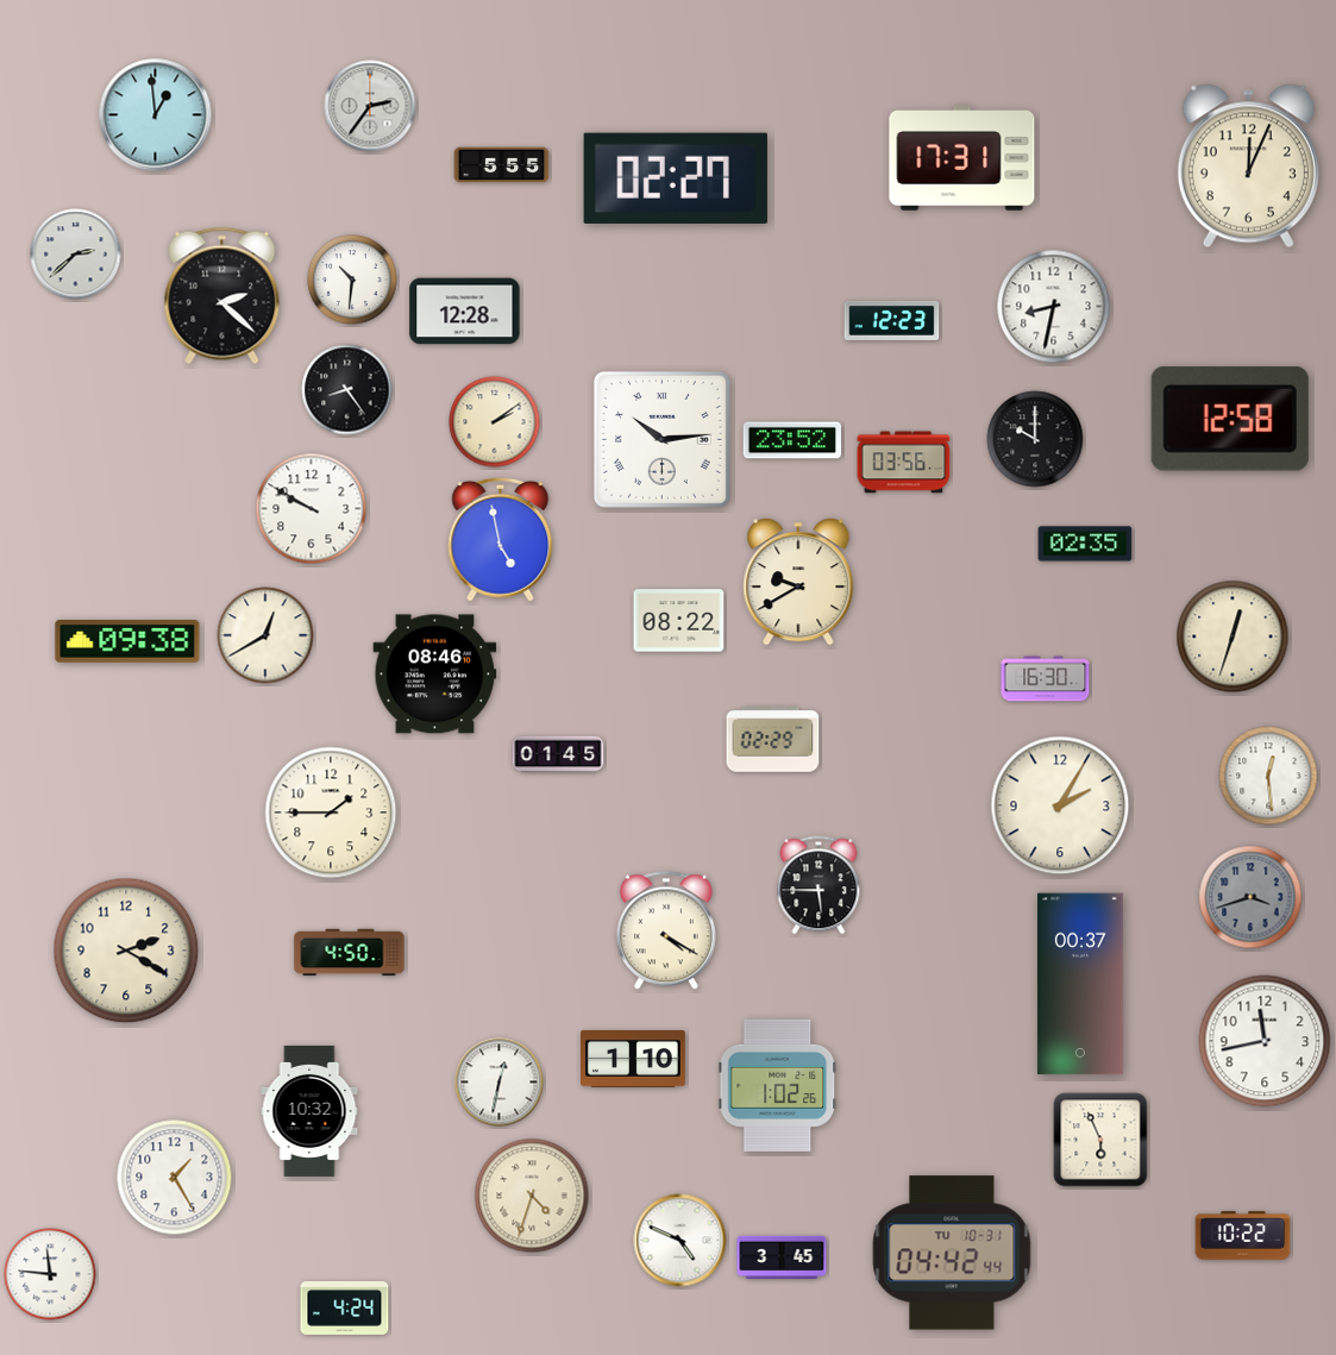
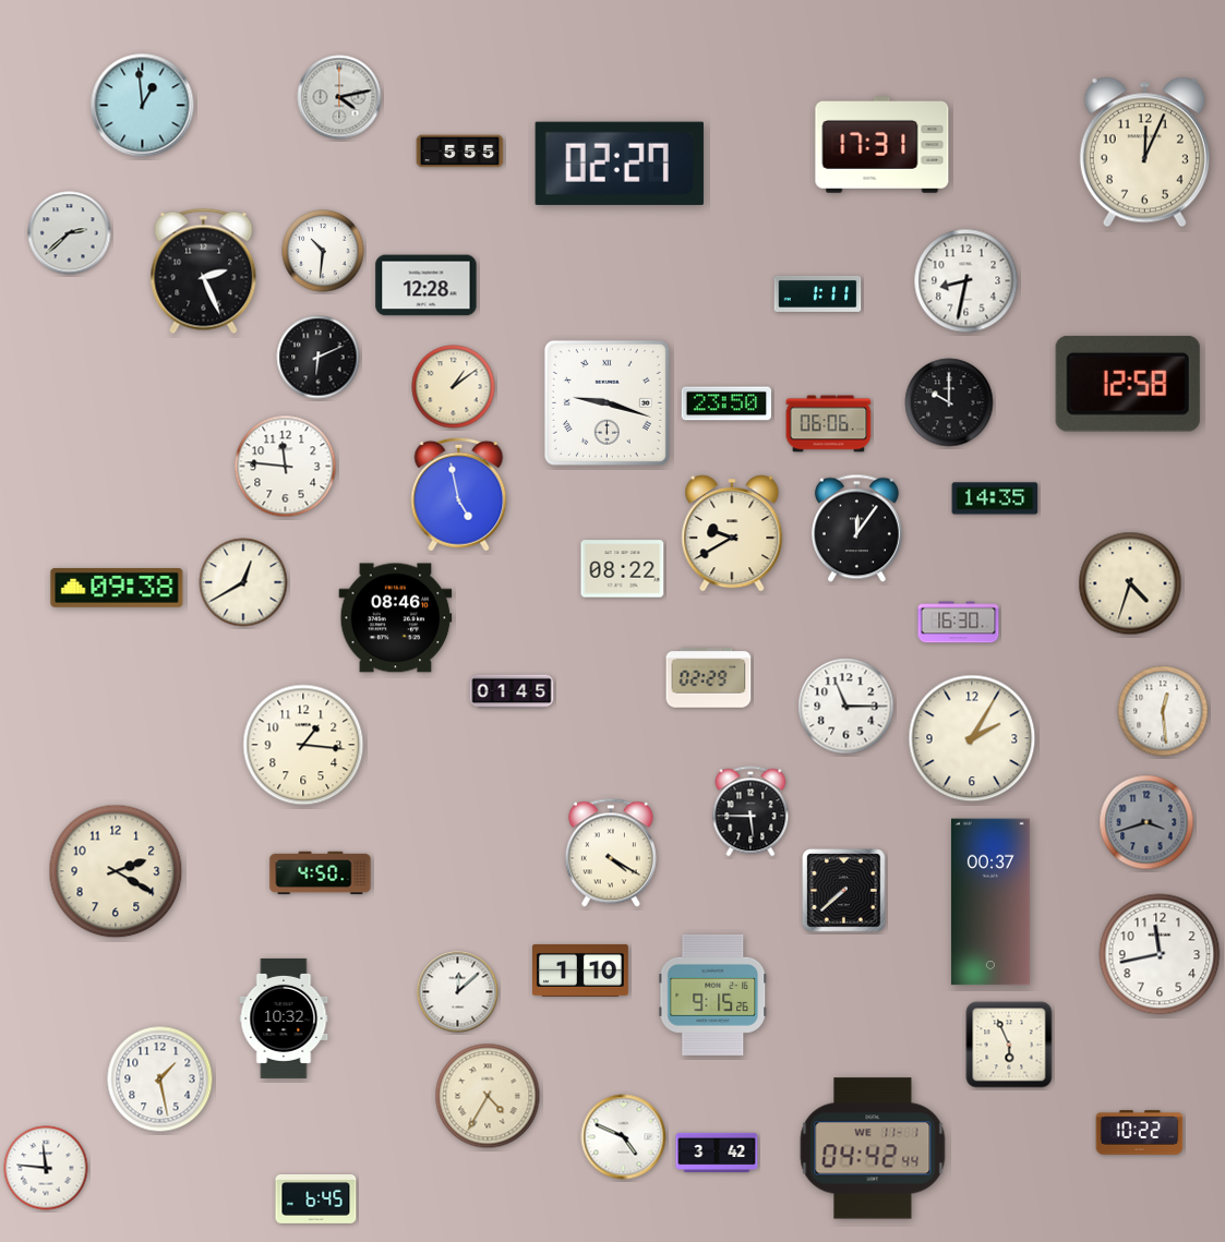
clock at (370, 106): 2:36 -> 4:13
clock at (352, 280) position: (352, 280) -> (323, 251)
clock at (222, 296): 2:22 -> 2:26
clock at (892, 320): 12:23 -> 1:11
clock at (347, 390): 8:24 -> 6:11
clock at (495, 422): 2:09 -> 1:09
clock at (661, 439): 10:14 -> 9:18
clock at (791, 440): 23:52 -> 23:50
clock at (904, 463): 03:56 -> 06:06
clock at (312, 509): 9:50 -> 11:46
clock at (1085, 544): 02:35 -> 14:35
clock at (856, 529): none -> 12:06
clock at (1232, 636): 12:33 -> 4:33
clock at (435, 675) position: (435, 675) -> (396, 618)
clock at (846, 707): none -> 11:15
clock at (331, 813): 1:45 -> 1:16
clock at (844, 891): none -> 7:38
clock at (500, 1083): 12:32 -> 12:08
clock at (778, 1085): 1:02 -> 9:15
clock at (175, 1178): 1:25 -> 1:28
clock at (532, 1196): 4:33 -> 4:35
clock at (952, 1253) date: TU 10-31 -> WE 11-1
clock at (782, 1256): 3:45 -> 3:42
clock at (345, 1307): 4:24 -> 6:45
